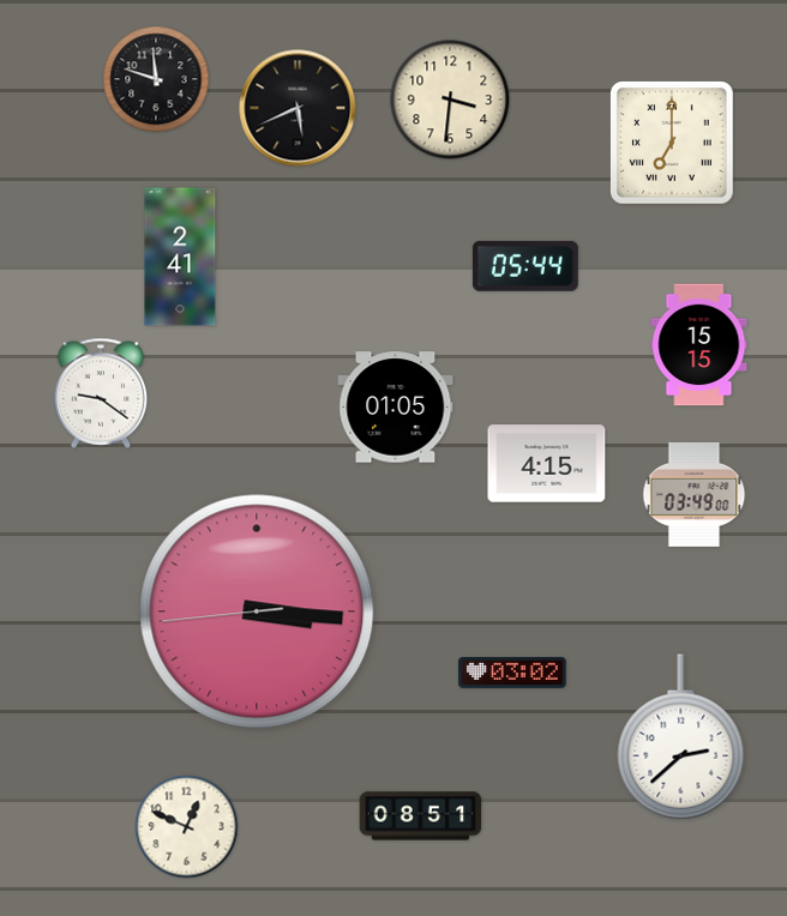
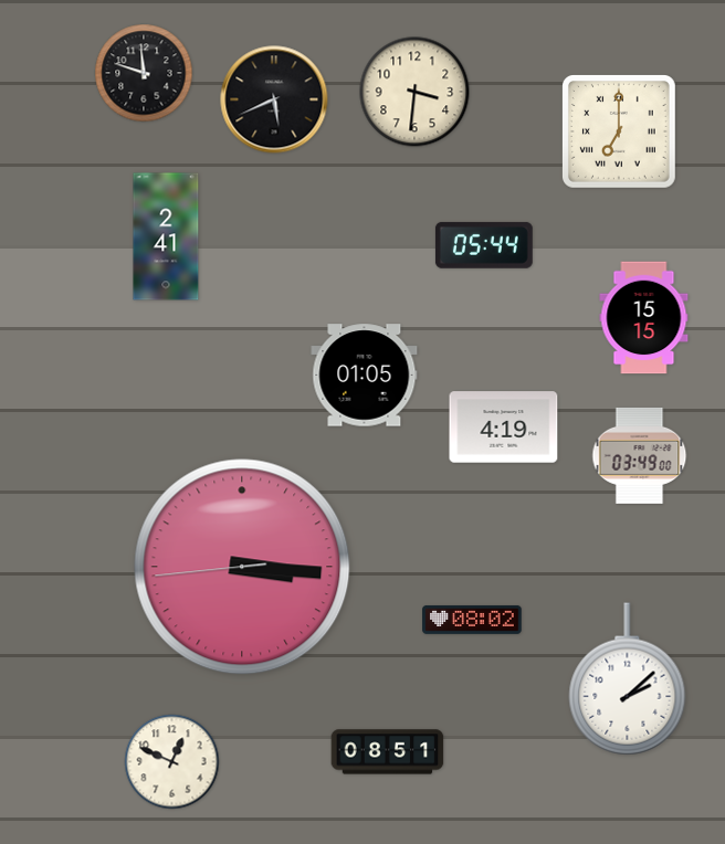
clock at (101, 393): 9:21 -> none
clock at (547, 464): 4:15 -> 4:19
clock at (257, 611) position: (257, 611) -> (242, 567)
clock at (512, 673): 03:02 -> 08:02
clock at (681, 737): 2:38 -> 2:08
